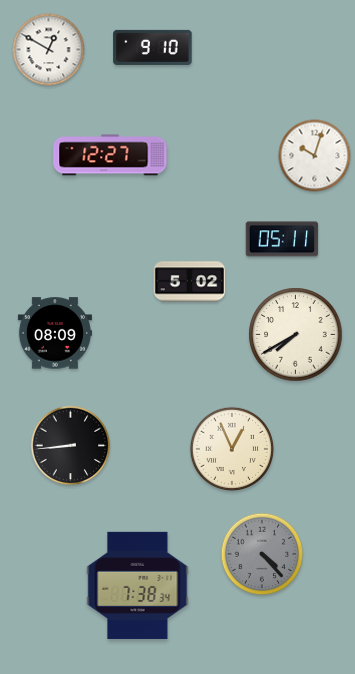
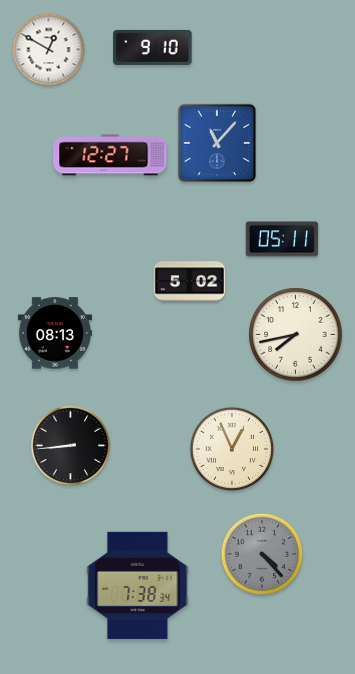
clock at (217, 143): none -> 11:07
clock at (315, 156): 10:03 -> none
clock at (55, 333): 08:09 -> 08:13
clock at (296, 335): 7:40 -> 7:43
